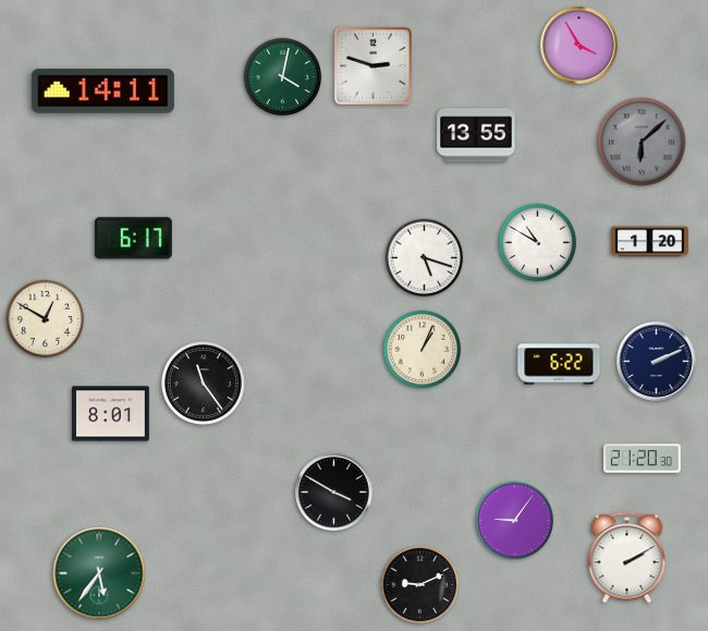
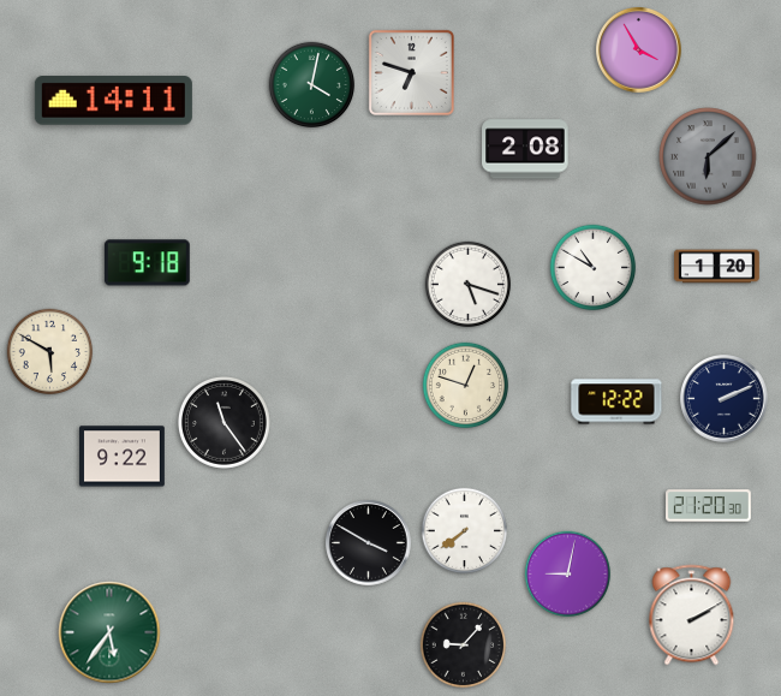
clock at (373, 65): 2:48 -> 6:48
clock at (476, 135): 13:55 -> 2:08
clock at (133, 239): 6:17 -> 9:18
clock at (46, 319): 12:50 -> 5:50
clock at (423, 350): 1:04 -> 12:48
clock at (559, 364): 6:22 -> 12:22
clock at (111, 414): 8:01 -> 9:22
clock at (465, 531): none -> 7:39
clock at (515, 521): 9:06 -> 9:02
clock at (420, 585): 9:11 -> 9:07
